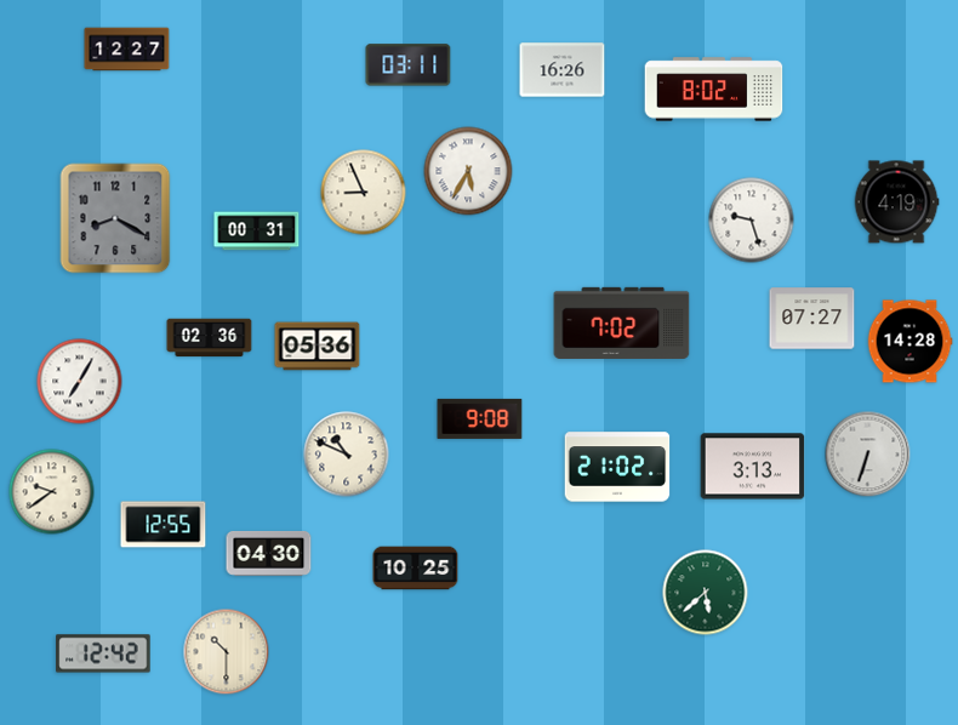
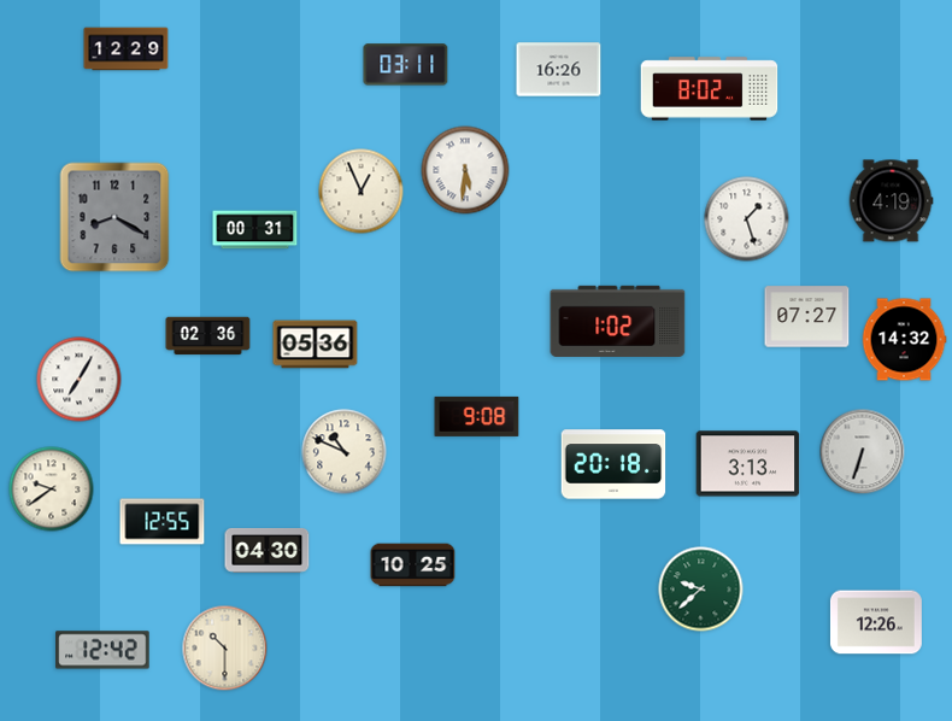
clock at (127, 50): 12:27 -> 12:29
clock at (468, 171): 5:35 -> 5:31
clock at (364, 193): 8:56 -> 12:56
clock at (752, 221): 9:27 -> 1:27
clock at (622, 322): 7:02 -> 1:02
clock at (909, 342): 14:28 -> 14:32
clock at (617, 467): 21:02 -> 20:18
clock at (706, 593): 5:38 -> 9:38
clock at (876, 622): none -> 12:26
